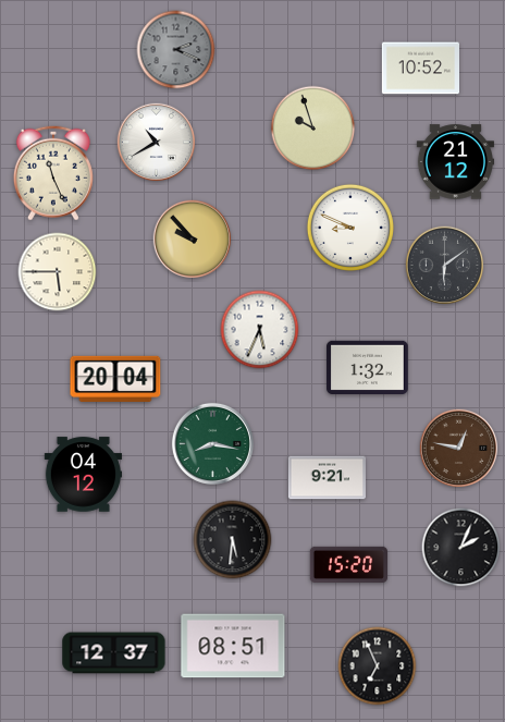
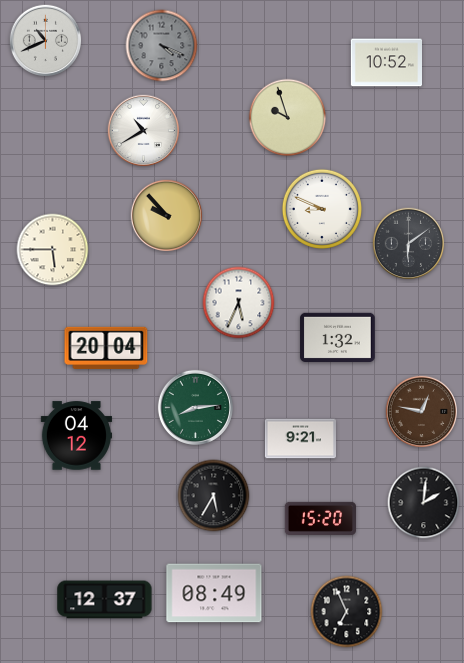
clock at (46, 41): none -> 10:41
clock at (176, 50): 2:19 -> 4:19
clock at (455, 162): 21:12 -> none
clock at (53, 173): 11:26 -> none
clock at (193, 240) position: (193, 240) -> (167, 216)
clock at (212, 443): 8:17 -> 8:14
clock at (233, 540): 5:31 -> 5:35
clock at (461, 548): 2:04 -> 2:01
clock at (233, 646): 08:51 -> 08:49
